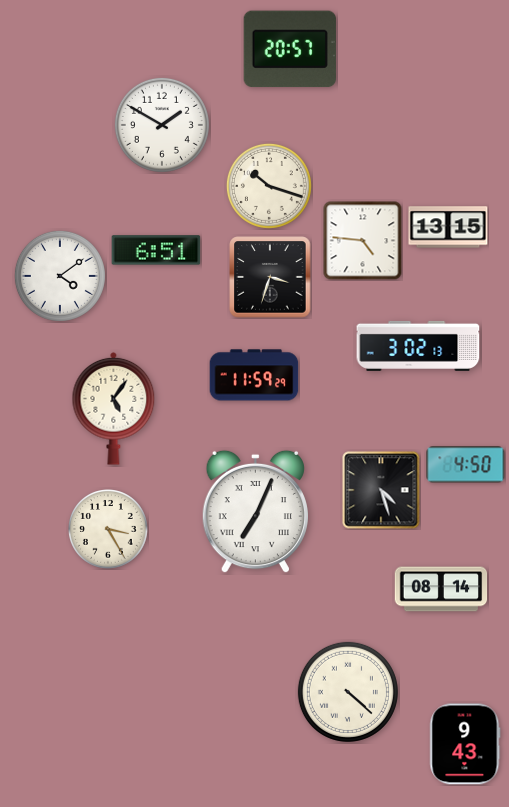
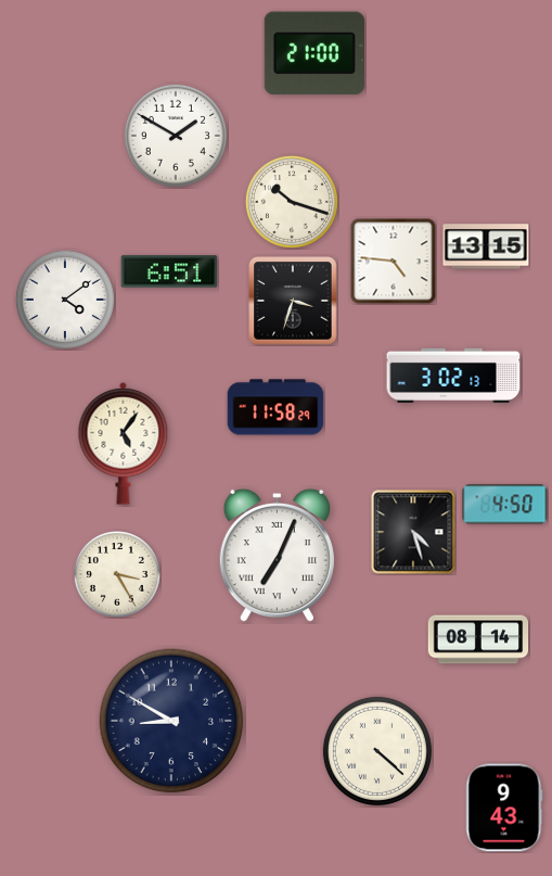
clock at (290, 49): 20:57 -> 21:00
clock at (254, 375): 11:59 -> 11:58
clock at (171, 721): none -> 8:50
